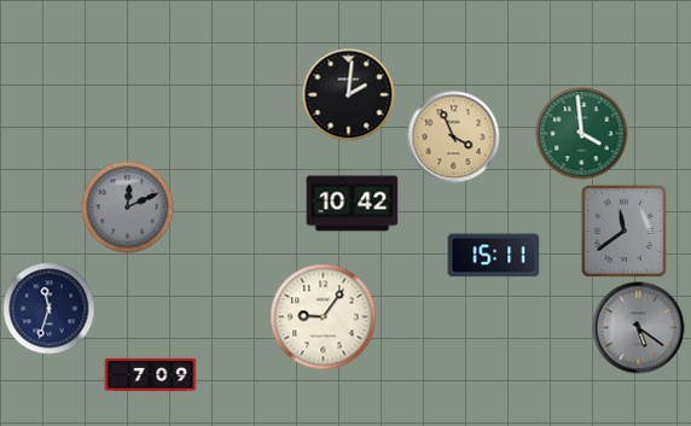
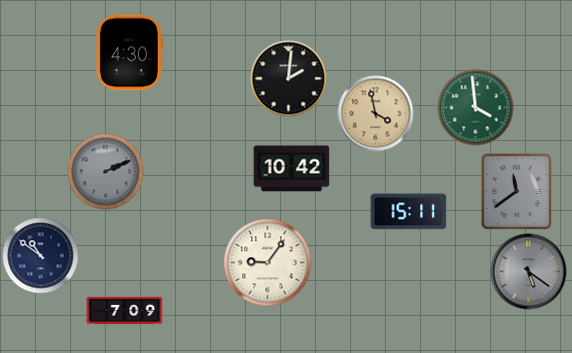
clock at (129, 53): none -> 4:30
clock at (582, 134) position: (582, 134) -> (476, 108)
clock at (454, 138): 3:56 -> 3:58
clock at (128, 208): 12:11 -> 2:11
clock at (50, 309): 11:33 -> 10:51
